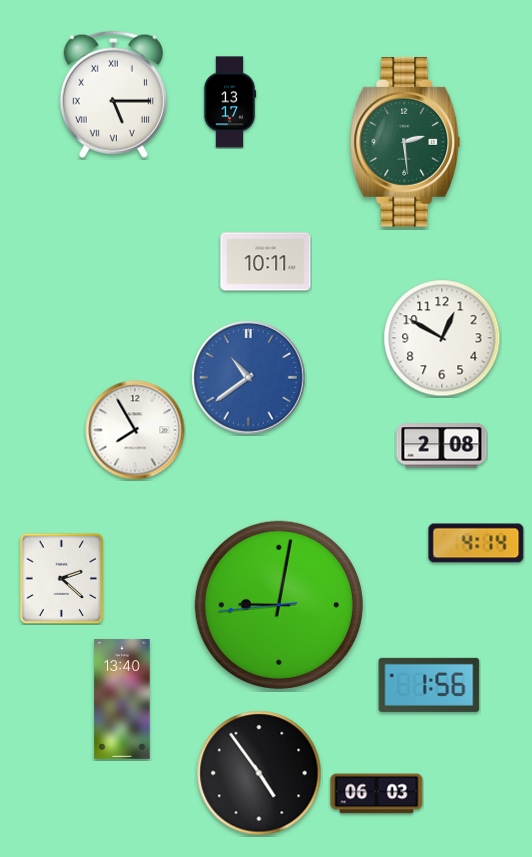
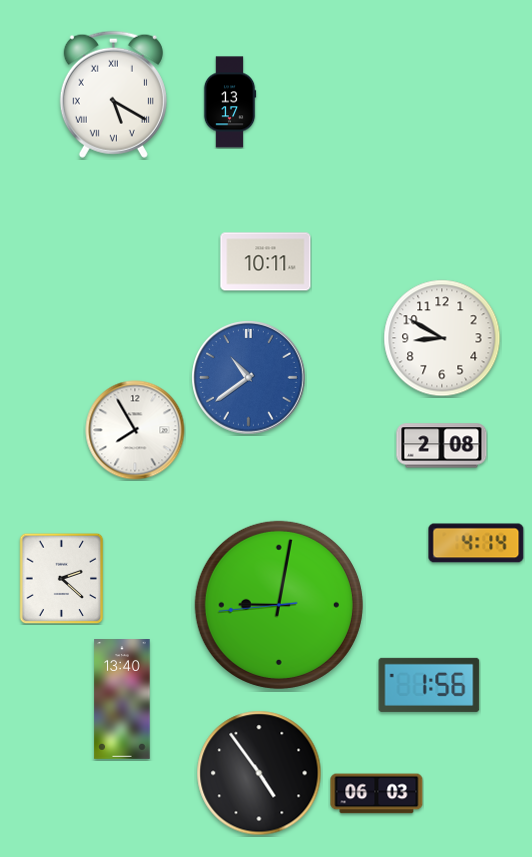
clock at (113, 94): 5:15 -> 5:20
clock at (405, 143): 2:29 -> none
clock at (442, 338): 12:50 -> 8:50
